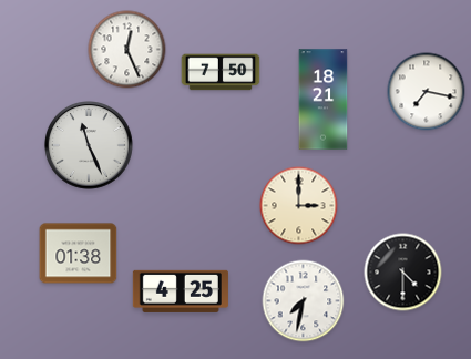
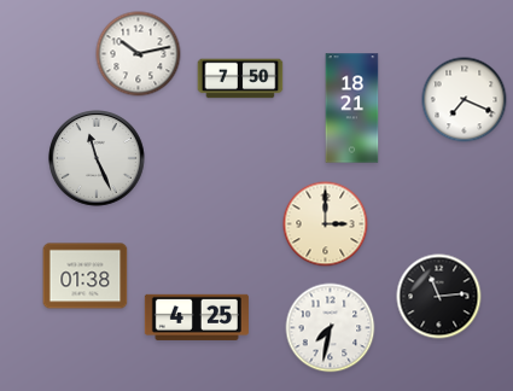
clock at (127, 50): 12:26 -> 10:13
clock at (427, 92): 7:17 -> 7:19
clock at (403, 273): 4:30 -> 11:14
